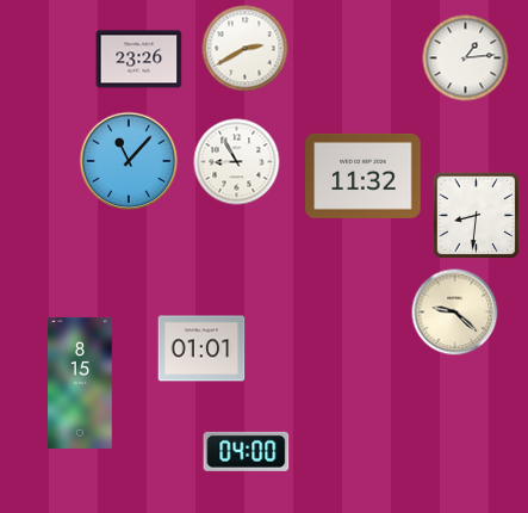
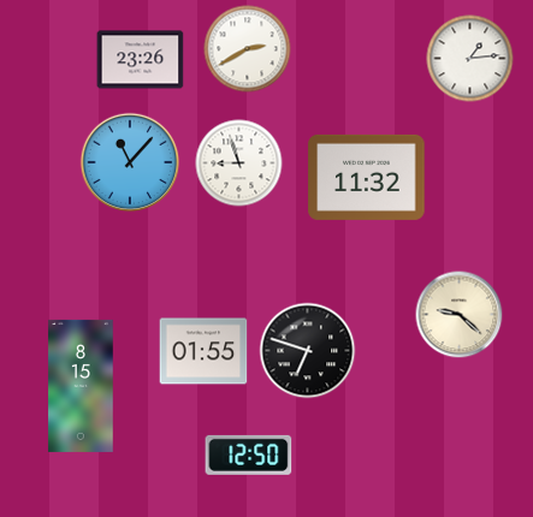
clock at (237, 162): 8:55 -> 8:57
clock at (477, 216): 8:31 -> none
clock at (201, 348): 01:01 -> 01:55
clock at (308, 351): none -> 6:48
clock at (247, 451): 04:00 -> 12:50
